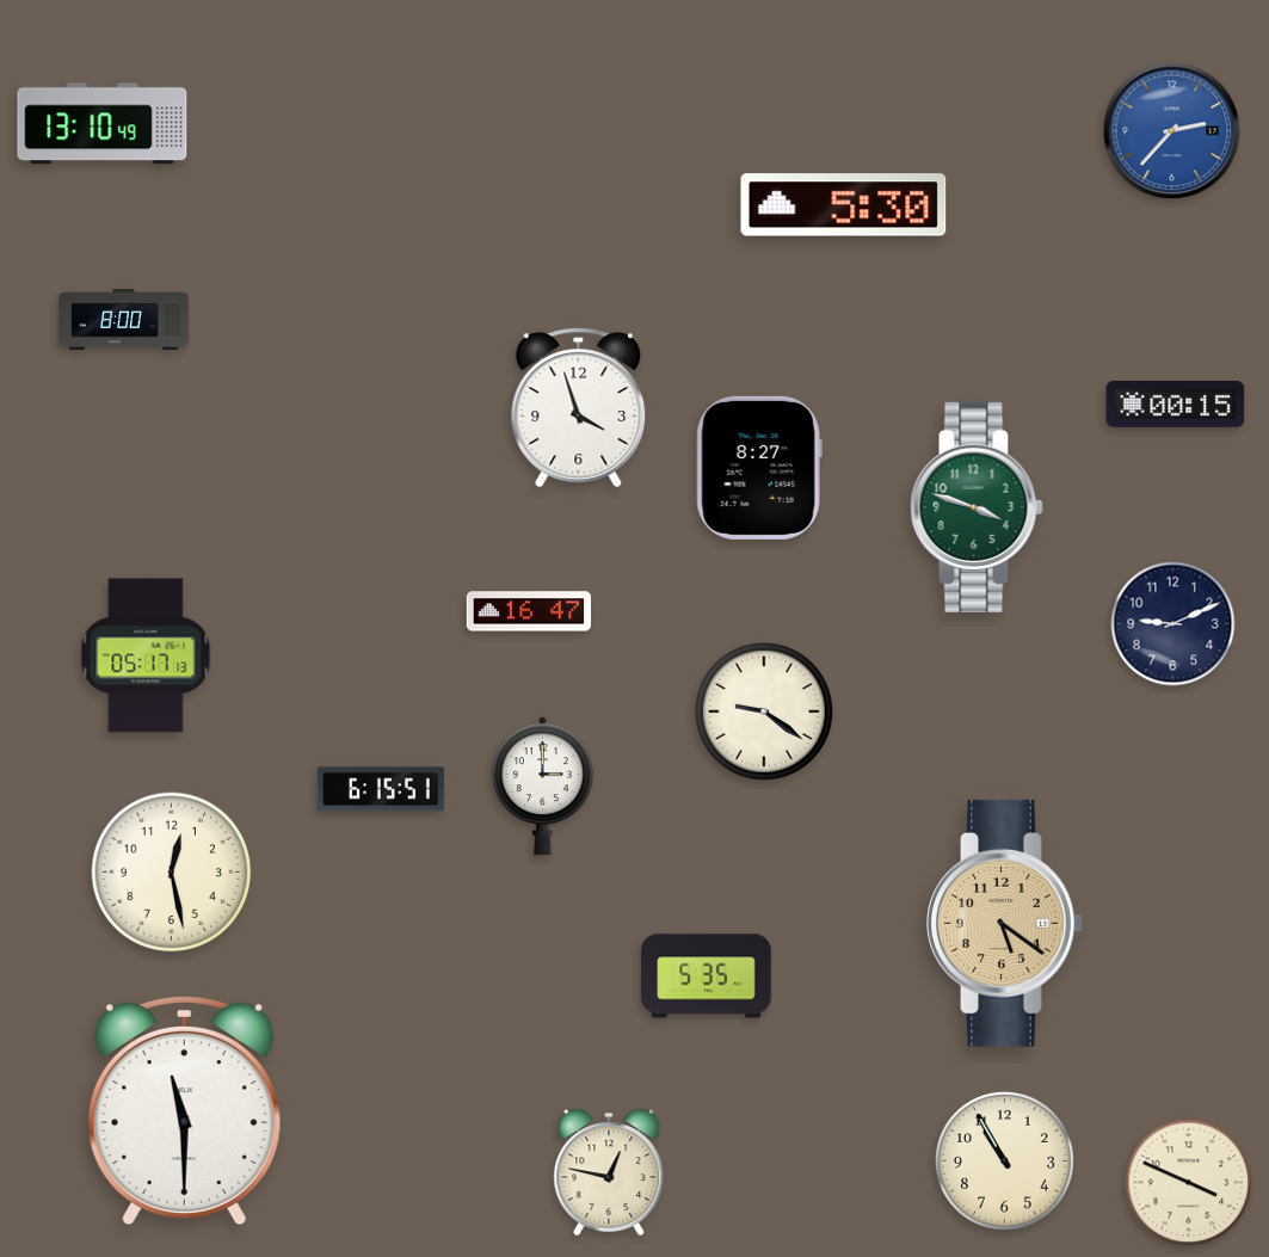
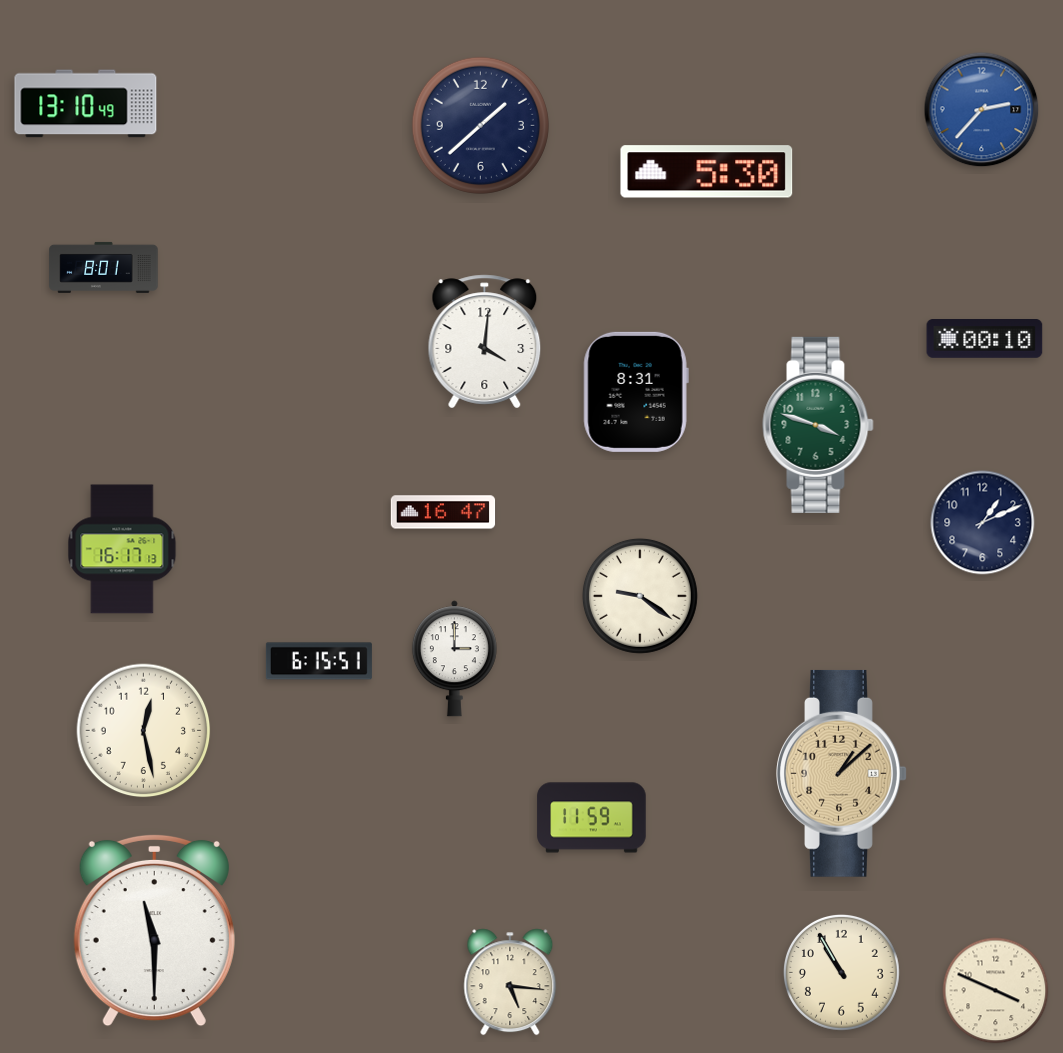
clock at (480, 125): none -> 1:38
clock at (124, 319): 8:00 -> 8:01
clock at (1176, 405): 00:15 -> 00:10
clock at (579, 408): 3:57 -> 4:01
clock at (759, 468): 8:27 -> 8:31
clock at (1173, 624): 9:11 -> 1:11
clock at (146, 655): 05:17 -> 16:17
clock at (1005, 923): 5:21 -> 1:08
clock at (707, 976): 5:35 -> 11:59
clock at (609, 1172): 12:47 -> 5:16
